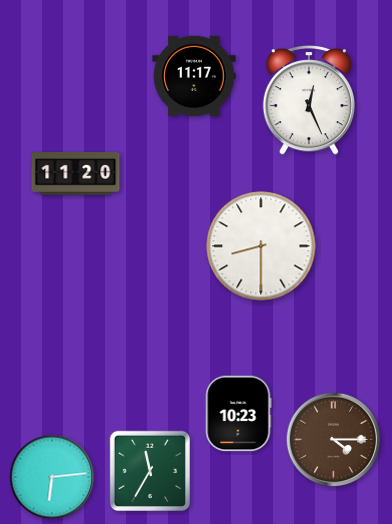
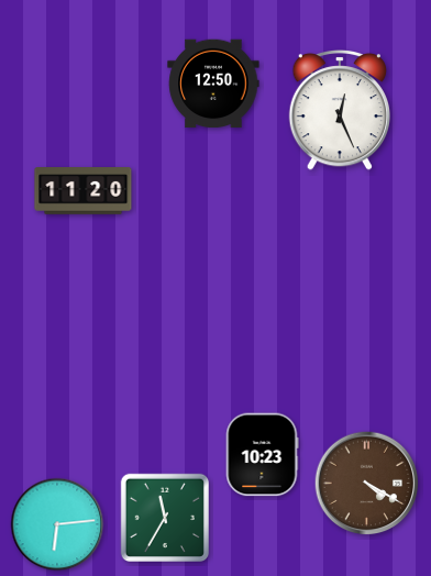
clock at (194, 76): 11:17 -> 12:50
clock at (261, 246): 8:30 -> none
clock at (334, 440): 4:15 -> 4:20
